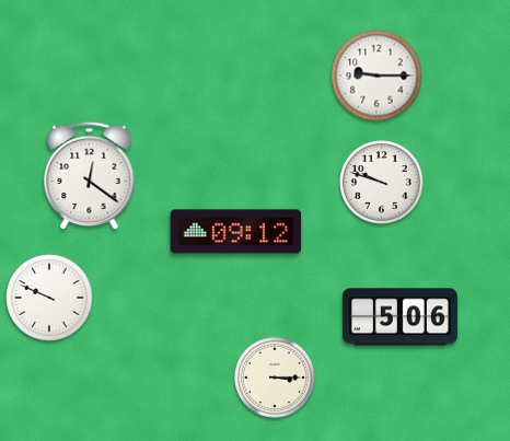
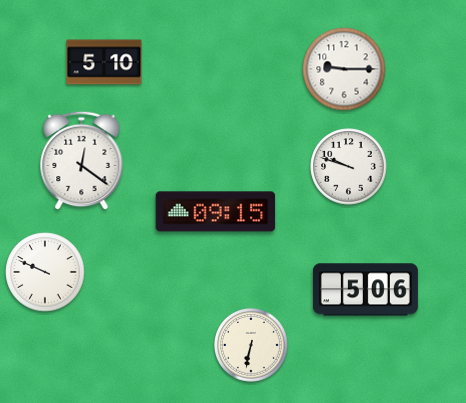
clock at (104, 62): none -> 5:10
clock at (236, 232): 09:12 -> 09:15
clock at (276, 379): 3:15 -> 6:32
